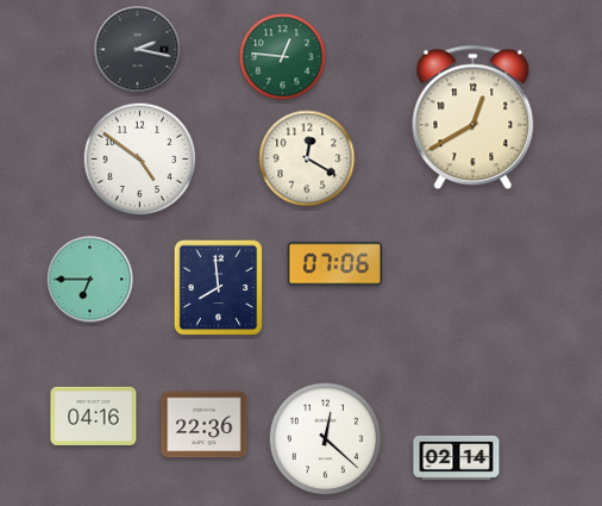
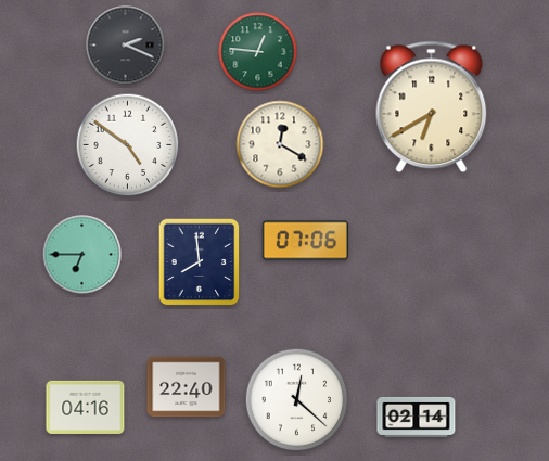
clock at (138, 50): 2:17 -> 2:19
clock at (474, 118): 12:40 -> 6:40
clock at (94, 416) position: (94, 416) -> (86, 407)
clock at (205, 425): 22:36 -> 22:40
